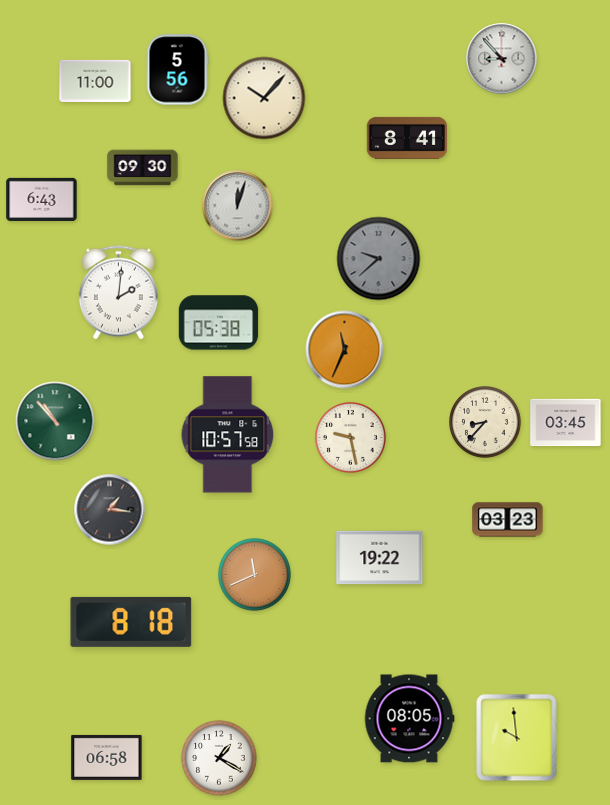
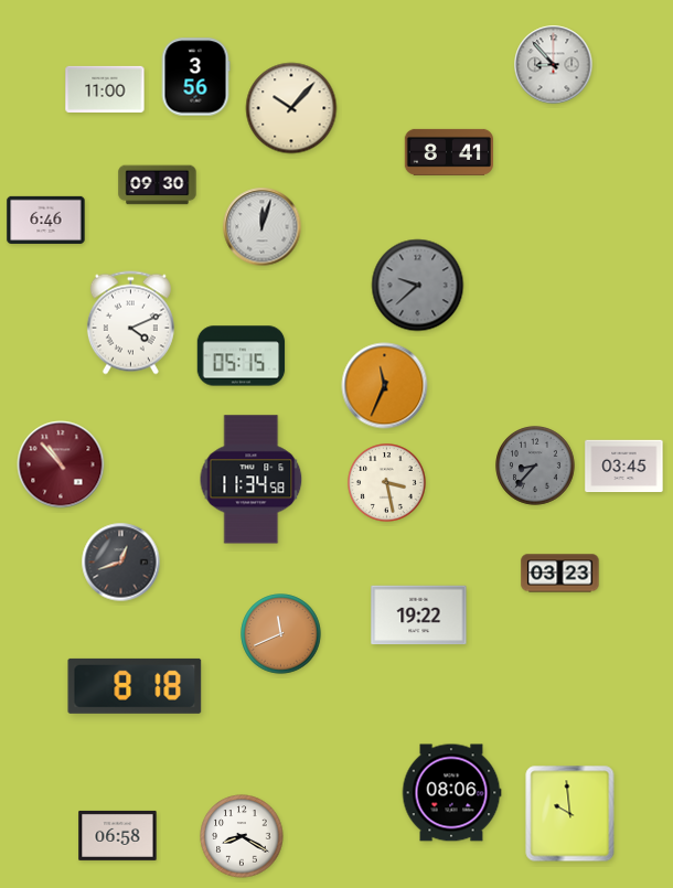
clock at (177, 70): 5:56 -> 3:56
clock at (42, 199): 6:43 -> 6:46
clock at (118, 293): 2:01 -> 4:11
clock at (219, 323): 05:38 -> 05:15
clock at (345, 350) position: (345, 350) -> (385, 386)
clock at (55, 421) dial: green -> burgundy
clock at (485, 422) dial: cream -> grey
clock at (228, 435): 10:57 -> 11:34
clock at (351, 438): 9:28 -> 3:28
clock at (110, 510): 1:16 -> 12:42
clock at (131, 622) position: (131, 622) -> (135, 686)
clock at (409, 719): 08:05 -> 08:06
clock at (219, 758): 1:20 -> 8:20
